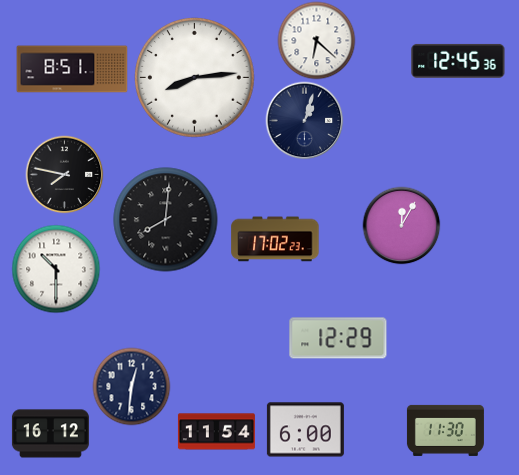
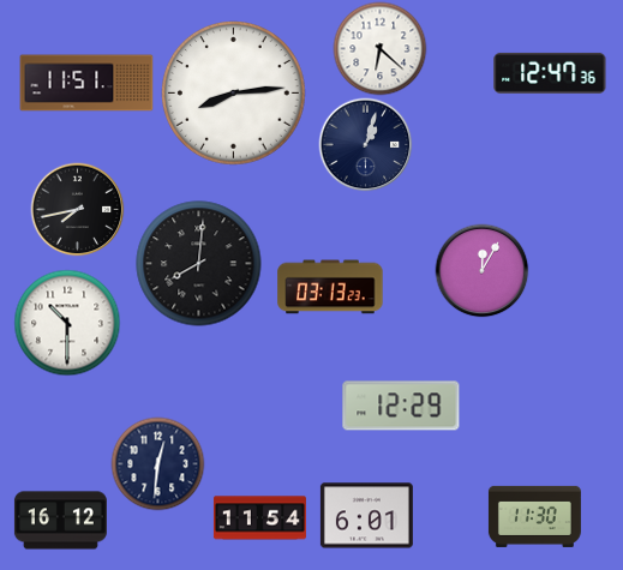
clock at (458, 61): 12:45 -> 12:47
clock at (72, 69): 8:51 -> 11:51
clock at (64, 174): 7:47 -> 7:43
clock at (275, 239): 17:02 -> 03:13
clock at (338, 338) position: (338, 338) -> (401, 406)
clock at (305, 430): 6:00 -> 6:01
